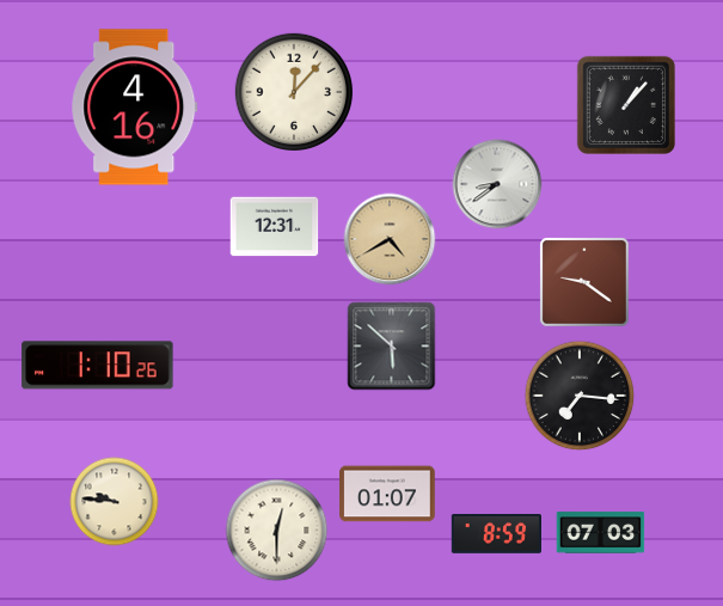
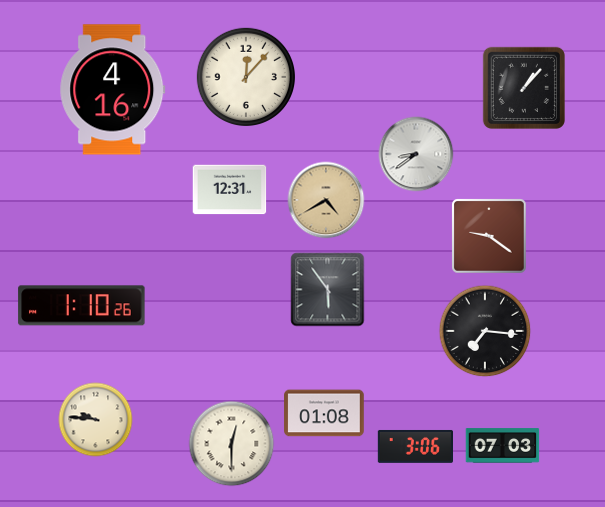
clock at (392, 347): 5:52 -> 5:54
clock at (387, 494): 01:07 -> 01:08
clock at (496, 533): 8:59 -> 3:06
